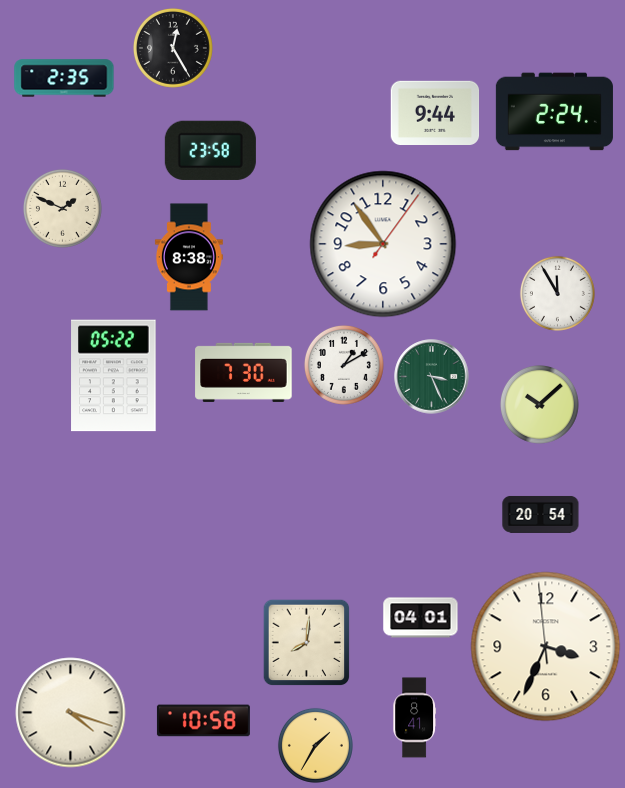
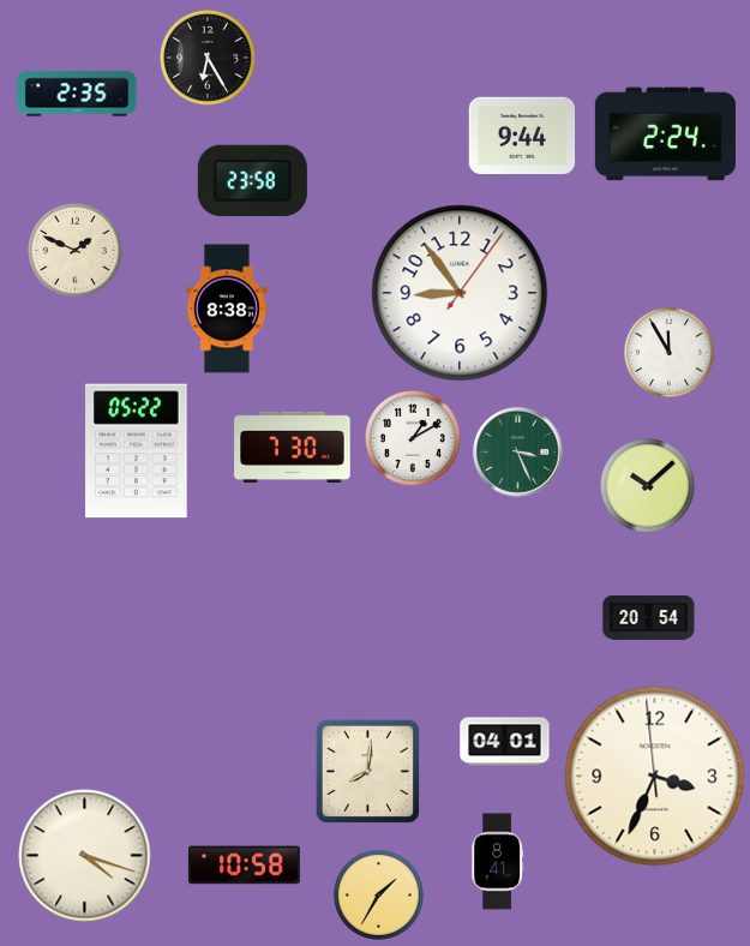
clock at (173, 48): 12:25 -> 6:25
